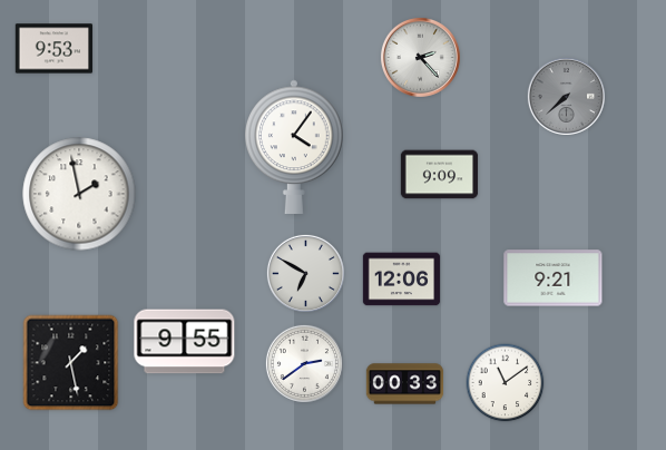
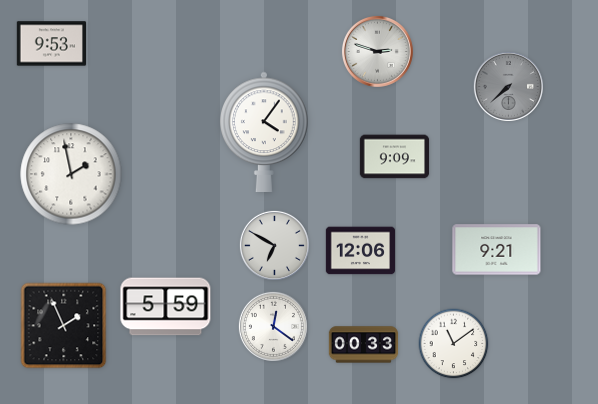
clock at (55, 49) position: (55, 49) -> (52, 44)
clock at (420, 57): 2:23 -> 2:48
clock at (185, 342): 9:55 -> 5:59
clock at (71, 363): 1:28 -> 1:56
clock at (304, 363): 2:39 -> 12:21
